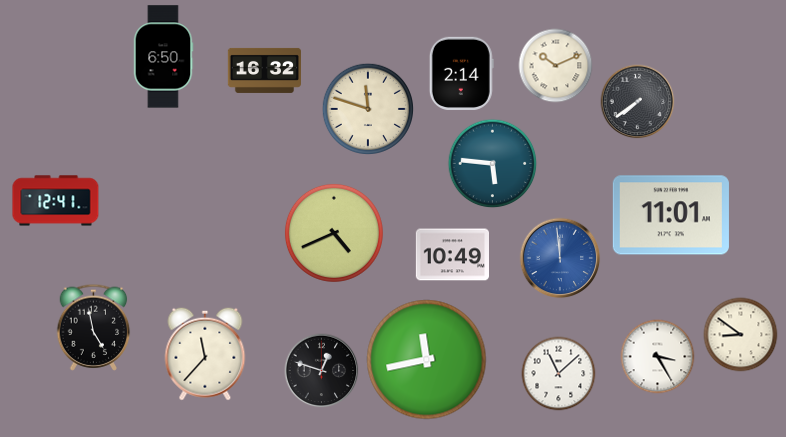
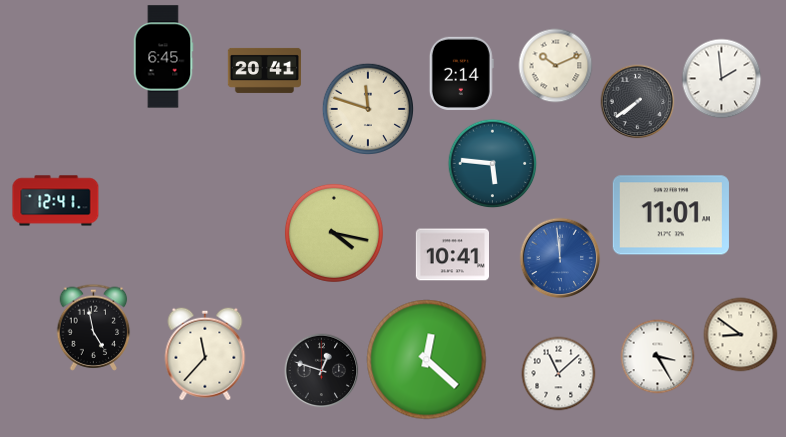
clock at (163, 57): 6:50 -> 6:45
clock at (265, 70): 16:32 -> 20:41
clock at (722, 79): none -> 1:59
clock at (334, 233): 4:41 -> 4:17
clock at (452, 255): 10:49 -> 10:41
clock at (427, 360): 11:43 -> 12:22
